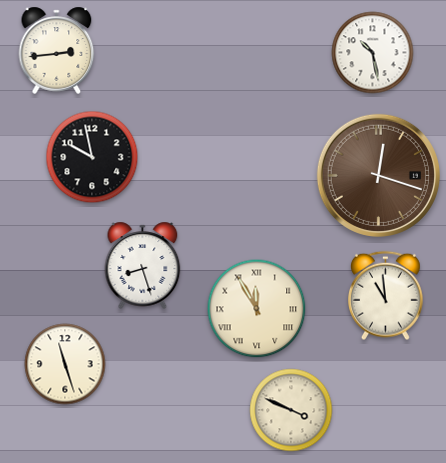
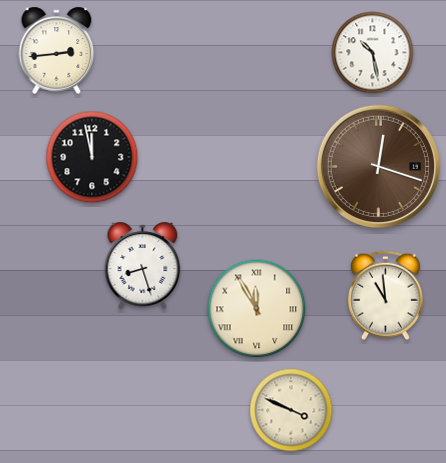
clock at (92, 157): 9:58 -> 11:58
clock at (378, 175) position: (378, 175) -> (378, 166)
clock at (65, 364): 11:27 -> none
